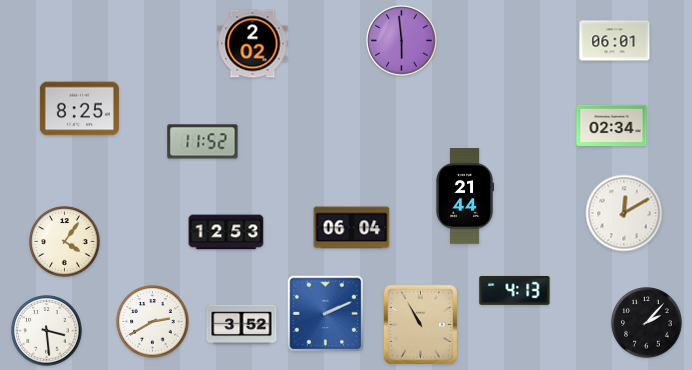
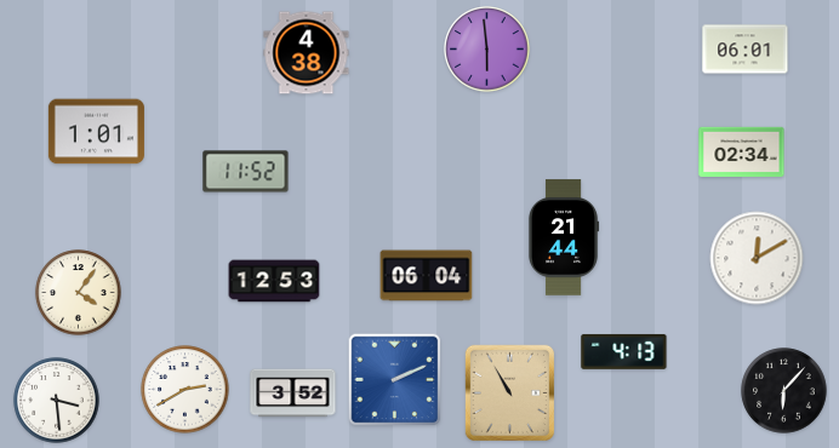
clock at (253, 44): 2:02 -> 4:38
clock at (79, 109): 8:25 -> 1:01
clock at (647, 323): 2:07 -> 6:07
